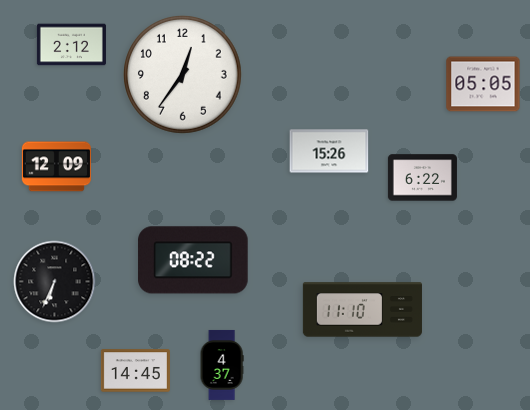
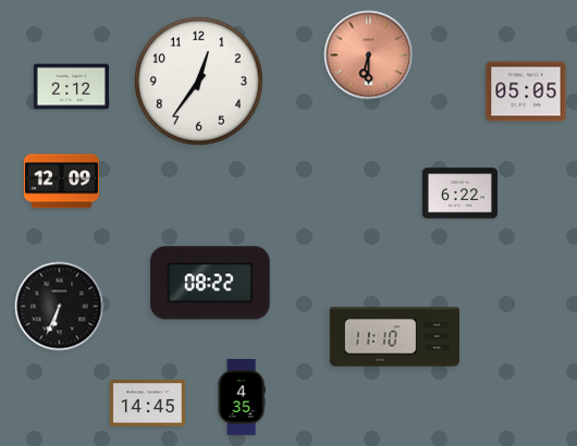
clock at (71, 45) position: (71, 45) -> (71, 87)
clock at (369, 55): none -> 6:30
clock at (329, 151): 15:26 -> none
clock at (222, 365): 4:37 -> 4:35
